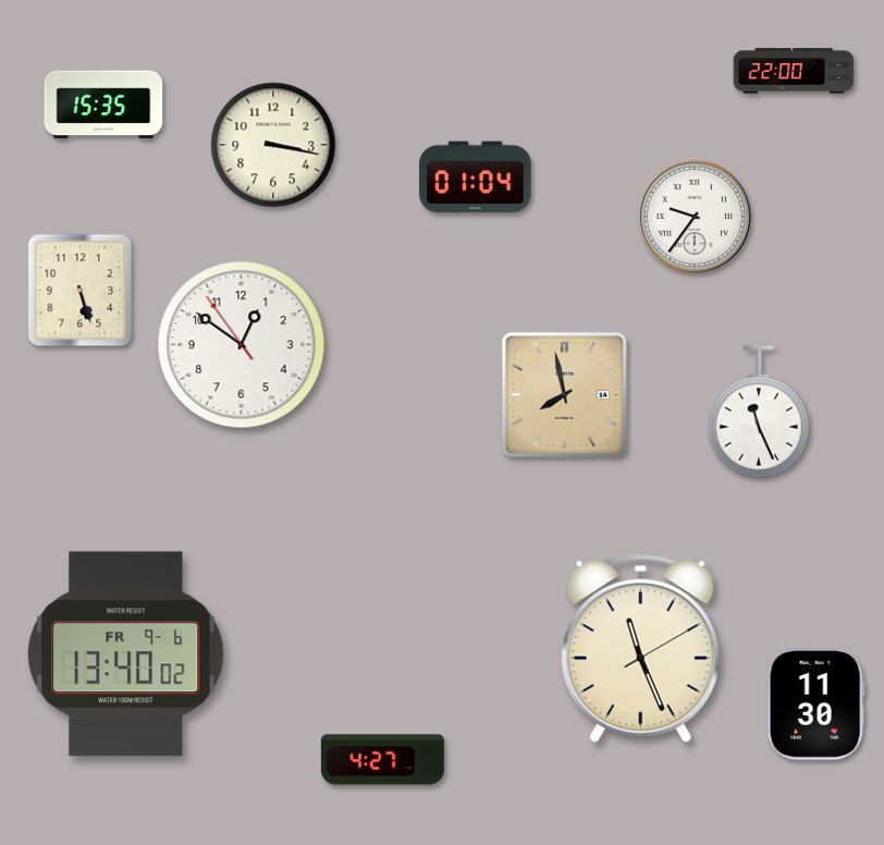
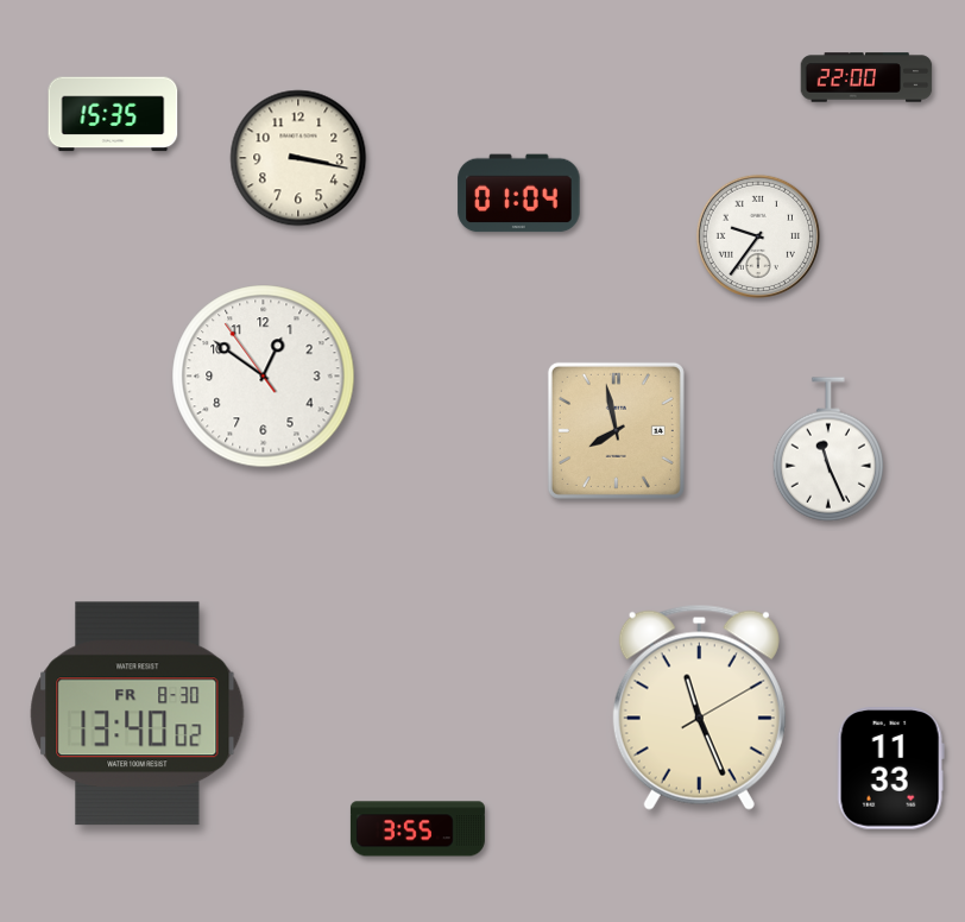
clock at (81, 291): 5:27 -> none
clock at (126, 654) date: FR 9-6 -> FR 8-30
clock at (815, 705): 11:30 -> 11:33
clock at (382, 760): 4:27 -> 3:55
